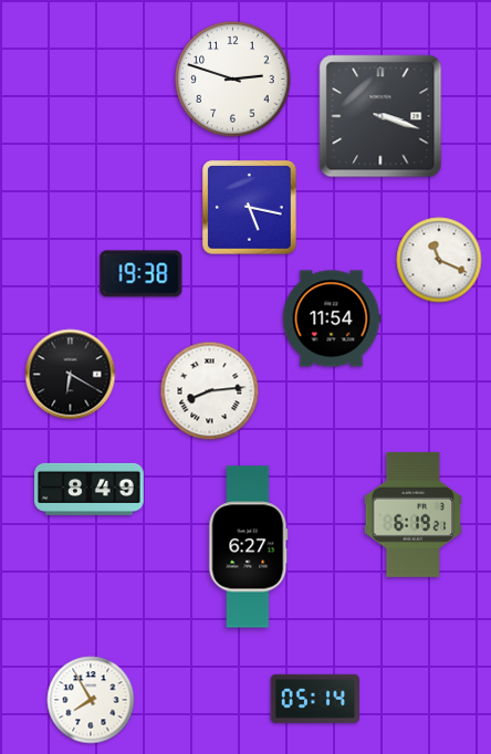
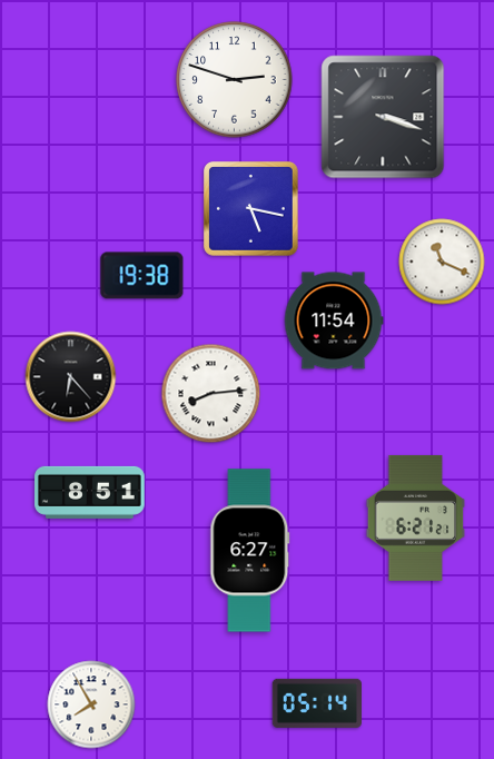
clock at (71, 375): 6:20 -> 6:23
clock at (90, 489): 8:49 -> 8:51
clock at (414, 514): 6:19 -> 6:21
